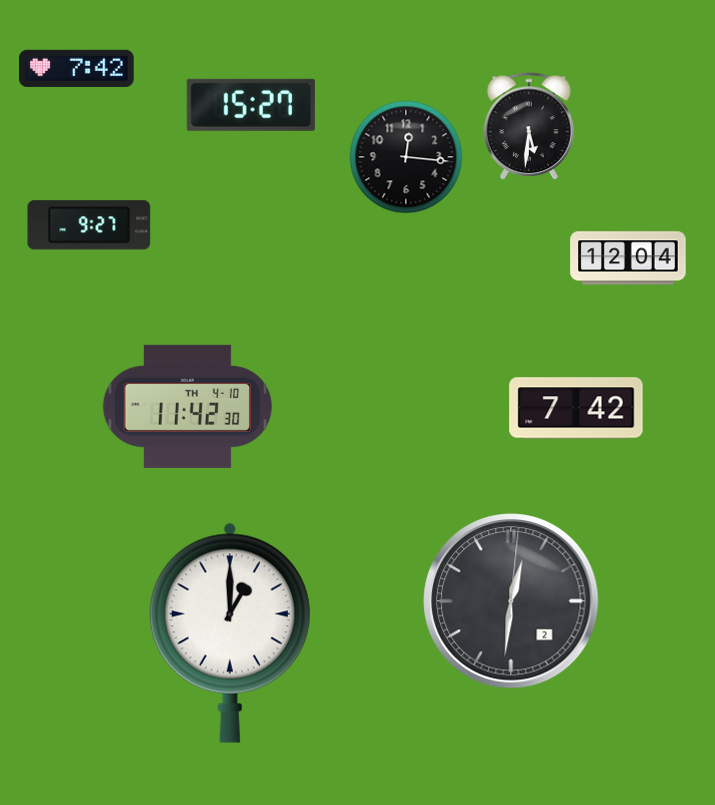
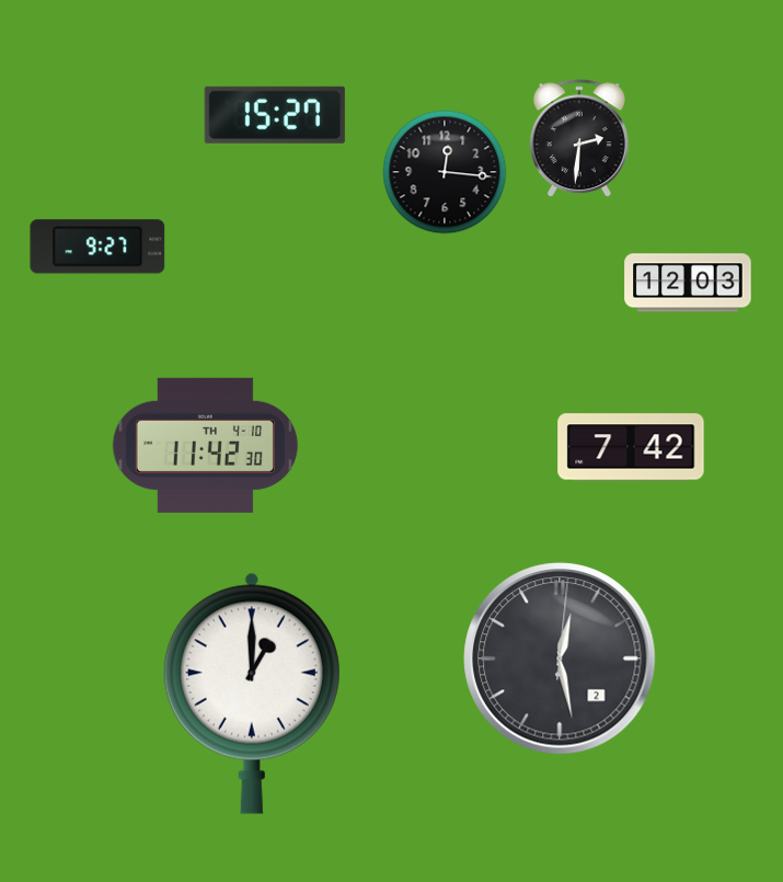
clock at (77, 68): 7:42 -> none
clock at (529, 127): 5:31 -> 2:31
clock at (628, 258): 12:04 -> 12:03
clock at (511, 601): 12:31 -> 12:28
